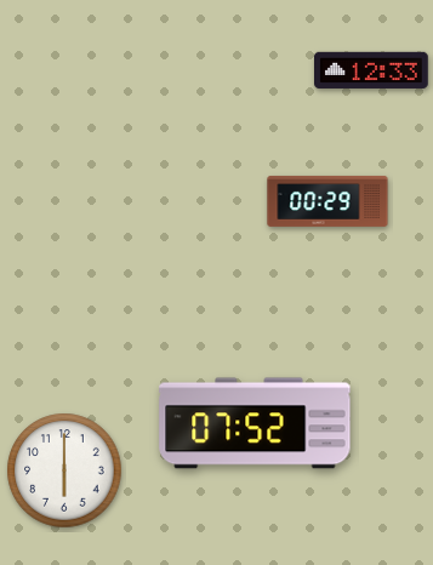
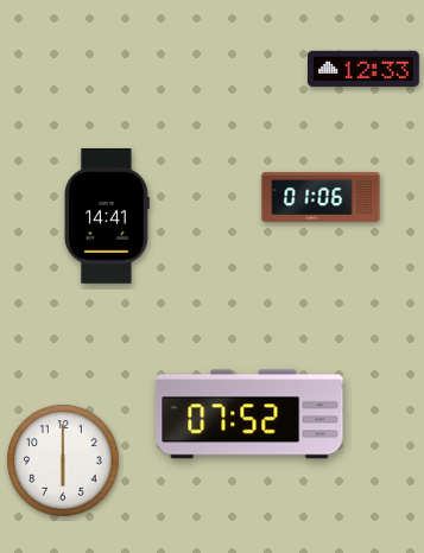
clock at (327, 201): 00:29 -> 01:06
clock at (107, 217): none -> 14:41
